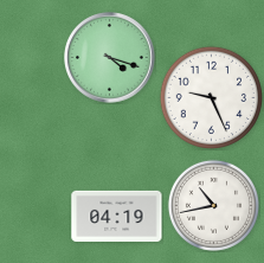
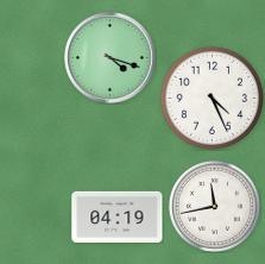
clock at (211, 97): 9:26 -> 4:26
clock at (213, 205): 10:43 -> 11:43
